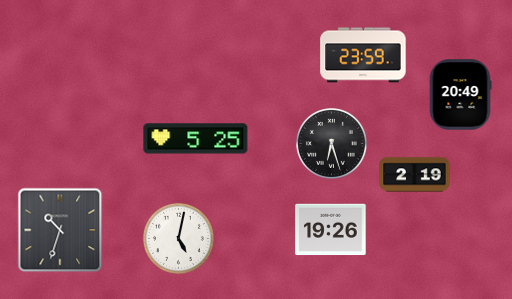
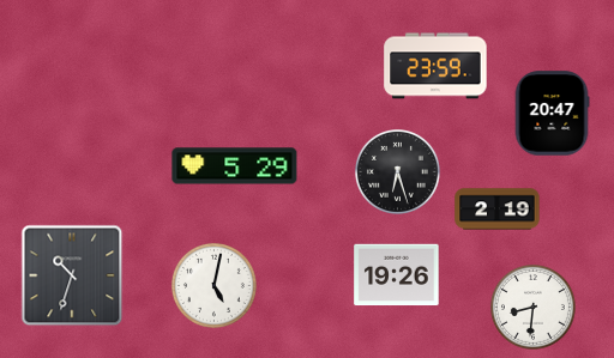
clock at (460, 95): 20:49 -> 20:47
clock at (196, 139): 5:25 -> 5:29
clock at (532, 307): none -> 8:31
